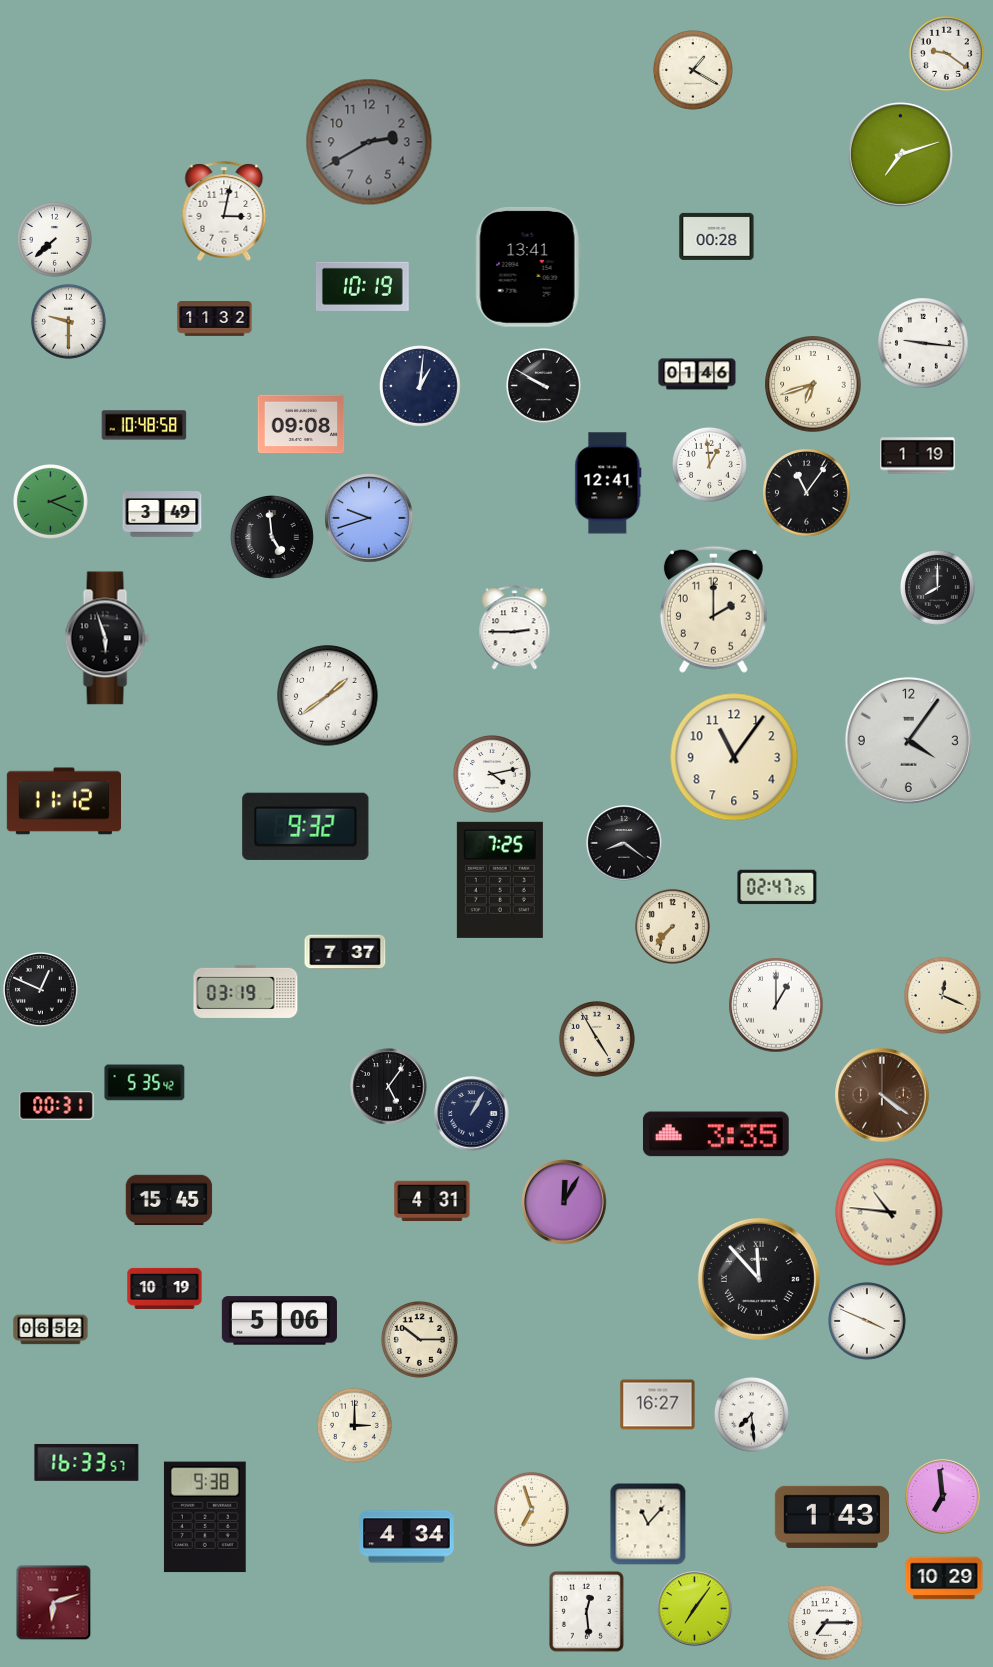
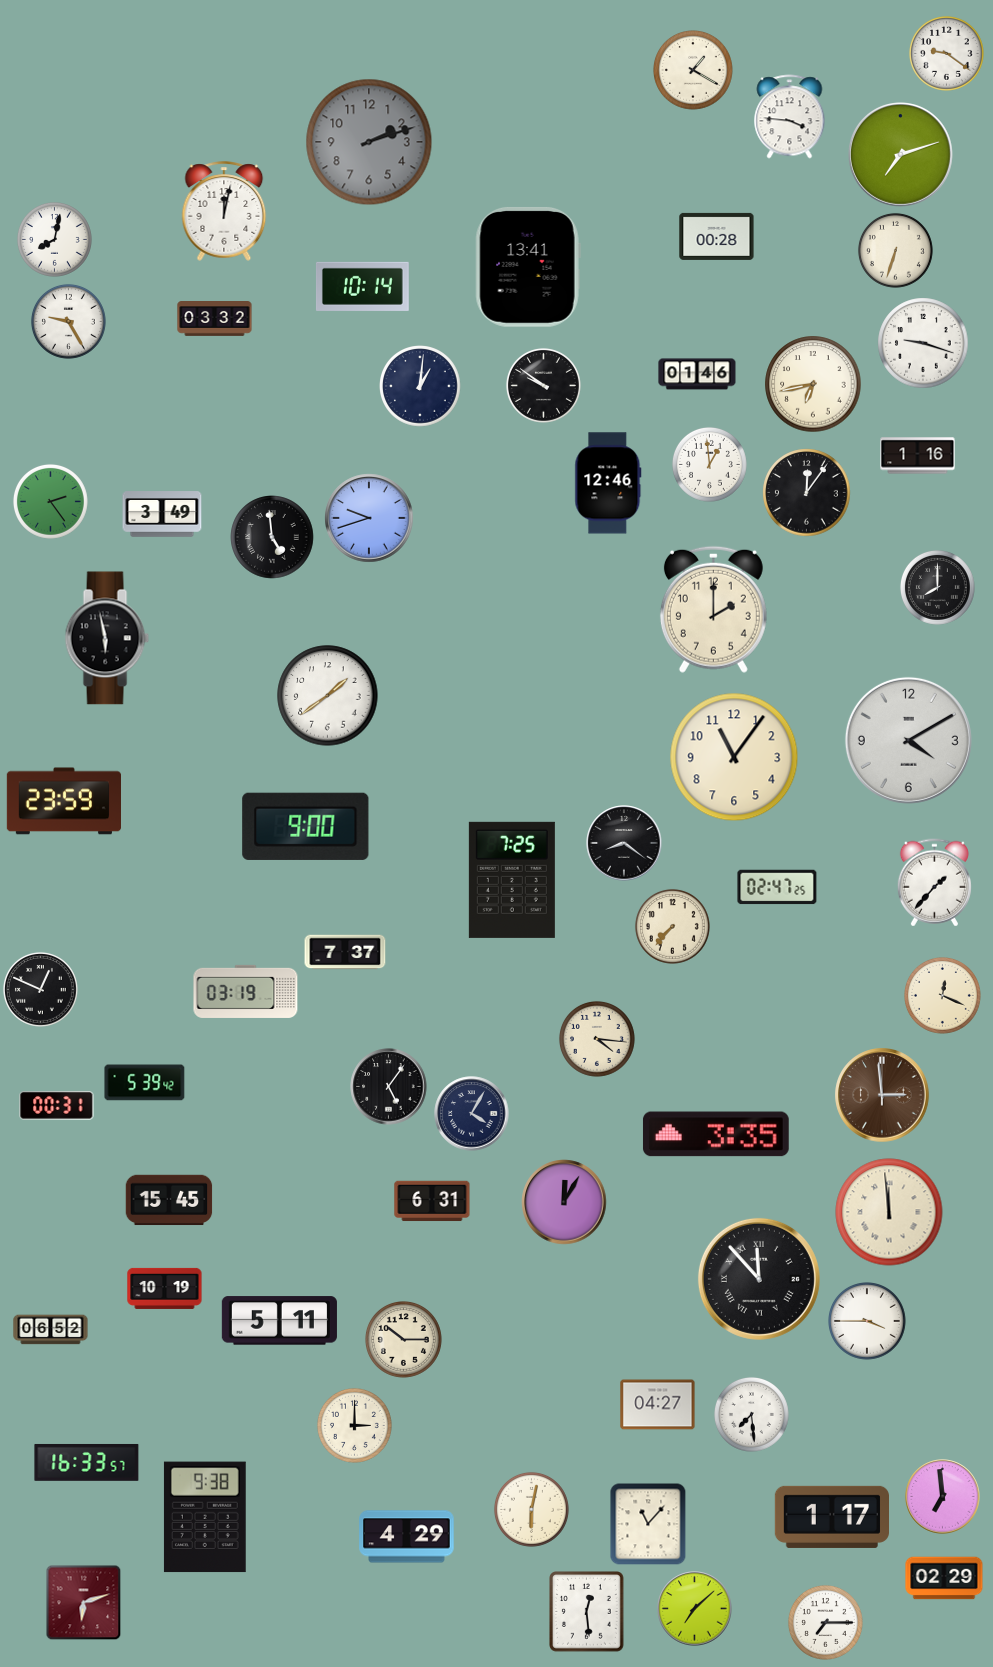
clock at (790, 117): none -> 3:46
clock at (369, 142): 2:40 -> 2:12
clock at (224, 211): 3:02 -> 12:02
clock at (54, 239): 7:38 -> 8:02
clock at (895, 250): none -> 6:33
clock at (362, 286): 10:19 -> 10:14
clock at (215, 319): 11:32 -> 03:32
clock at (68, 321): 9:30 -> 9:25
clock at (923, 343): 9:16 -> 9:18
clock at (813, 384): 6:42 -> 6:43
clock at (543, 385): 9:50 -> 9:51
clock at (301, 424): 09:08 -> none
clock at (144, 425): 10:48 -> none
clock at (918, 456): 1:19 -> 1:16
clock at (608, 483): 12:41 -> 12:46
clock at (807, 493): 11:06 -> 12:06
clock at (50, 501): 2:19 -> 2:24
clock at (515, 628): 2:45 -> none
clock at (107, 638): 5:57 -> 5:58
clock at (908, 740): 4:06 -> 4:10
clock at (493, 775): 4:13 -> none
clock at (63, 801): 11:12 -> 23:59
clock at (306, 826): 9:32 -> 9:00
clock at (500, 880) position: (500, 880) -> (512, 880)
clock at (934, 883): none -> 1:37
clock at (776, 1005): 1:00 -> none
clock at (597, 1039): 4:55 -> 4:16
clock at (145, 1083): 5:35 -> 5:39
clock at (882, 1095): 4:21 -> 2:59
clock at (472, 1114): 1:05 -> 4:05
clock at (432, 1201): 4:31 -> 6:31
clock at (889, 1212): 10:46 -> 11:59
clock at (279, 1321): 5:06 -> 5:11
clock at (868, 1322): 3:49 -> 3:45
clock at (420, 1340) position: (420, 1340) -> (404, 1340)
clock at (658, 1405): 16:27 -> 04:27
clock at (531, 1509): 6:57 -> 6:02
clock at (831, 1517): 1:43 -> 1:17
clock at (407, 1537): 4:34 -> 4:29
clock at (944, 1578): 10:29 -> 02:29
clock at (54, 1603) position: (54, 1603) -> (84, 1603)
clock at (695, 1609): 7:06 -> 7:08
